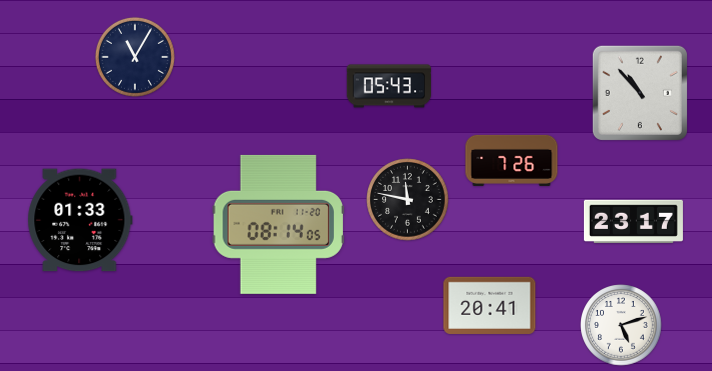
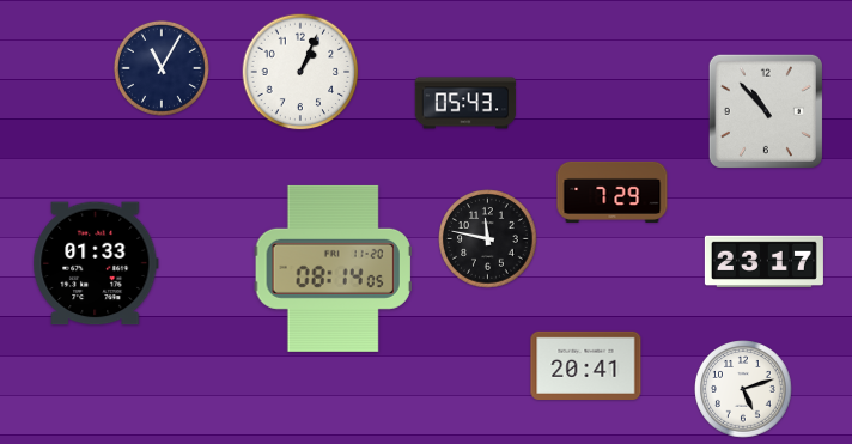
clock at (300, 72): none -> 1:04
clock at (512, 160): 7:26 -> 7:29
clock at (633, 221) position: (633, 221) -> (763, 261)
